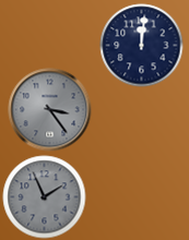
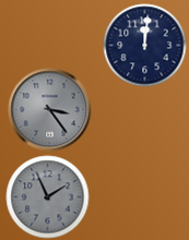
clock at (142, 46) position: (142, 46) -> (145, 46)
clock at (45, 197) position: (45, 197) -> (48, 197)
